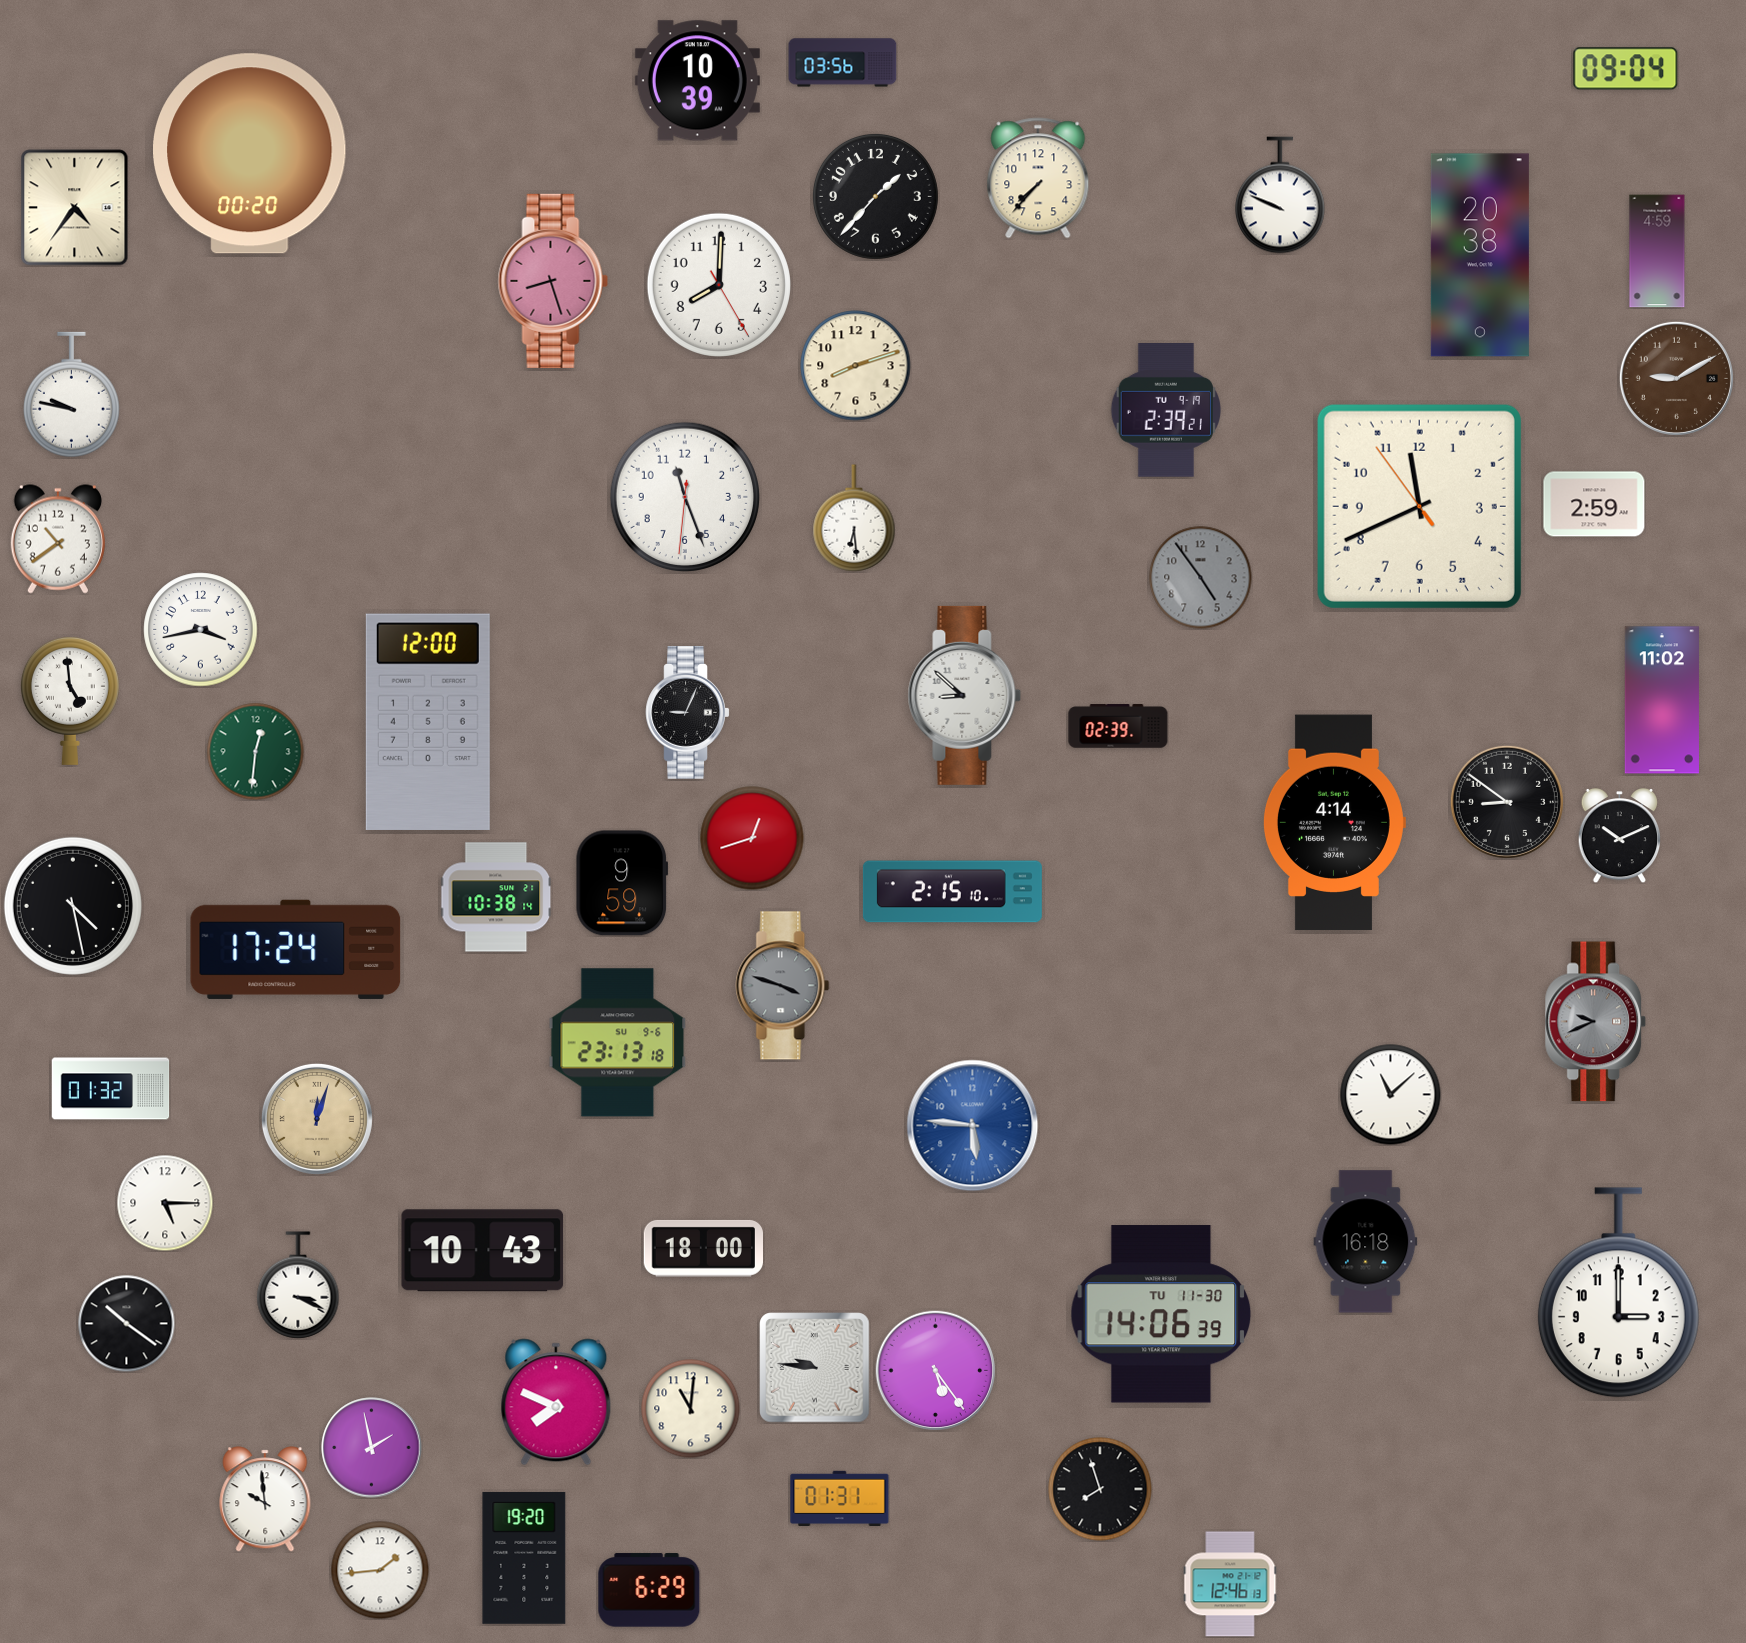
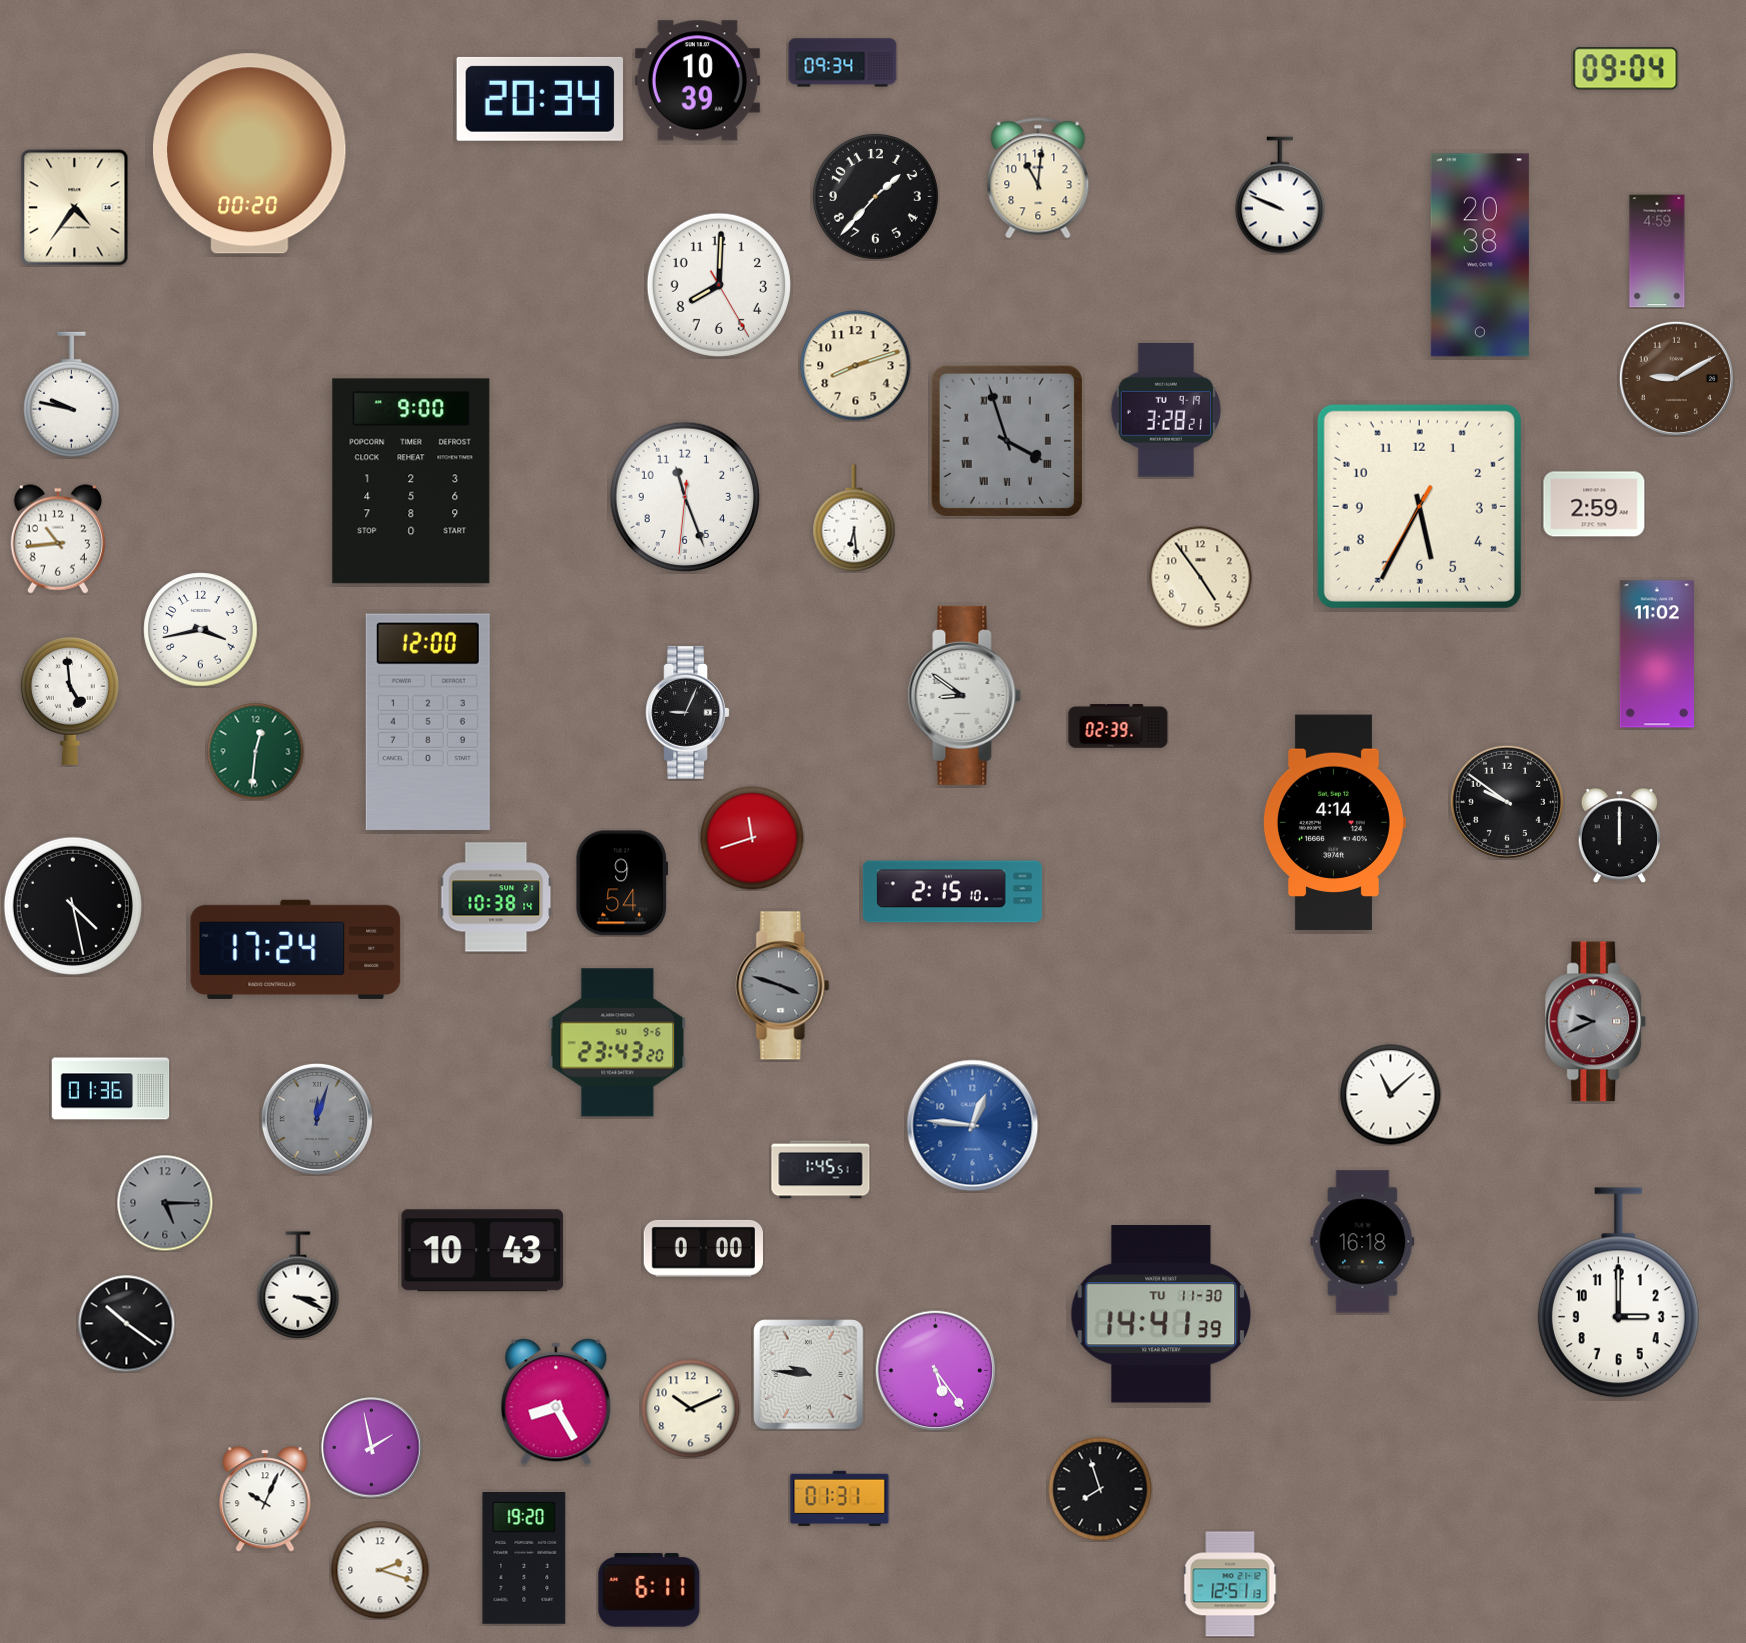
clock at (843, 63): 03:56 -> 09:34
clock at (539, 99): none -> 20:34
clock at (1038, 178): 7:37 -> 11:01
clock at (553, 281): 8:27 -> none
clock at (1166, 411): 2:39 -> 3:28
clock at (1007, 441): none -> 3:57
clock at (411, 481): none -> 9:00
clock at (1419, 506): 11:40 -> 5:34
clock at (58, 539): 10:39 -> 10:44
clock at (1201, 578) dial: grey -> cream
clock at (965, 695): 8:52 -> 8:51
clock at (1662, 700) position: (1662, 700) -> (1657, 654)
clock at (1507, 802): 8:51 -> 9:51
clock at (1620, 836): 10:11 -> 12:00
clock at (752, 838): 12:42 -> 11:42
clock at (622, 883): 9:59 -> 9:54
clock at (618, 1043): 23:13 -> 23:43
clock at (111, 1089): 01:32 -> 01:36
clock at (317, 1119) dial: champagne -> grey
clock at (973, 1126): 5:46 -> 12:46
clock at (821, 1170): none -> 1:45
clock at (165, 1203) dial: white -> grey
clock at (1366, 1242) position: (1366, 1242) -> (1363, 1242)
clock at (703, 1248): 18:00 -> 0:00
clock at (1161, 1314): 14:06 -> 14:41
clock at (815, 1368) position: (815, 1368) -> (809, 1375)
clock at (556, 1402): 7:49 -> 8:25
clock at (691, 1409): 11:01 -> 10:11
clock at (265, 1499): 9:59 -> 10:04
clock at (380, 1570): 1:44 -> 2:18
clock at (1230, 1584): 12:46 -> 12:51
clock at (649, 1590): 6:29 -> 6:11
